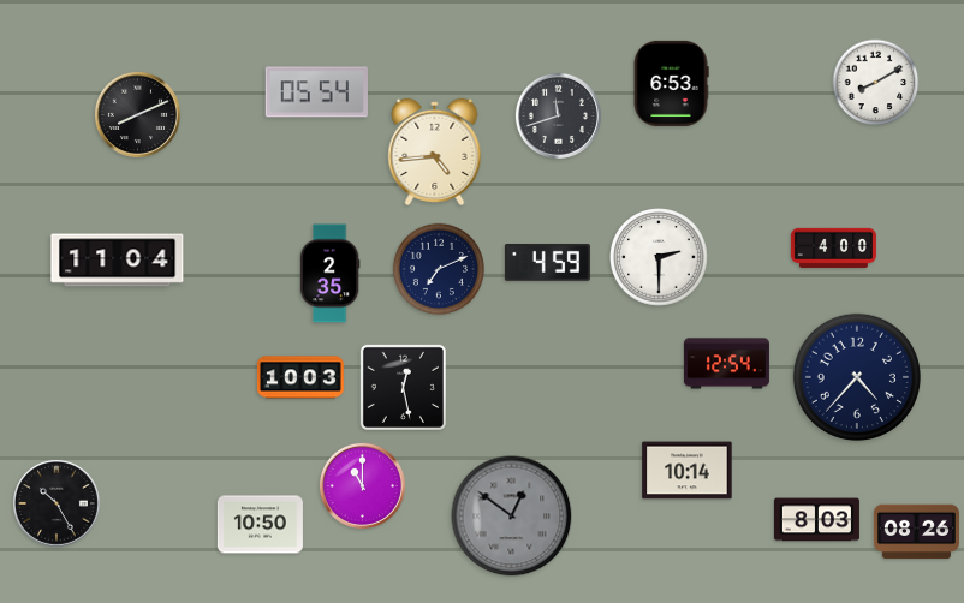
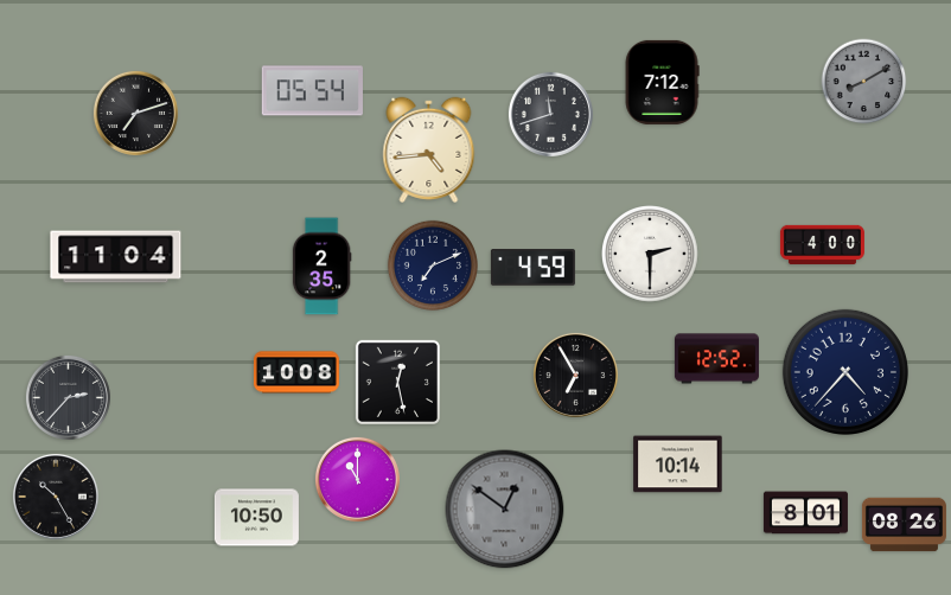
clock at (671, 83): 6:53 -> 7:12
clock at (876, 83) dial: white -> grey
clock at (137, 114): 8:11 -> 7:12
clock at (547, 263) position: (547, 263) -> (532, 268)
clock at (329, 274) position: (329, 274) -> (321, 267)
clock at (726, 364): 12:54 -> 12:52
clock at (300, 377): 10:03 -> 10:08
clock at (575, 375): none -> 6:55
clock at (68, 397): none -> 2:37
clock at (816, 520): 8:03 -> 8:01
